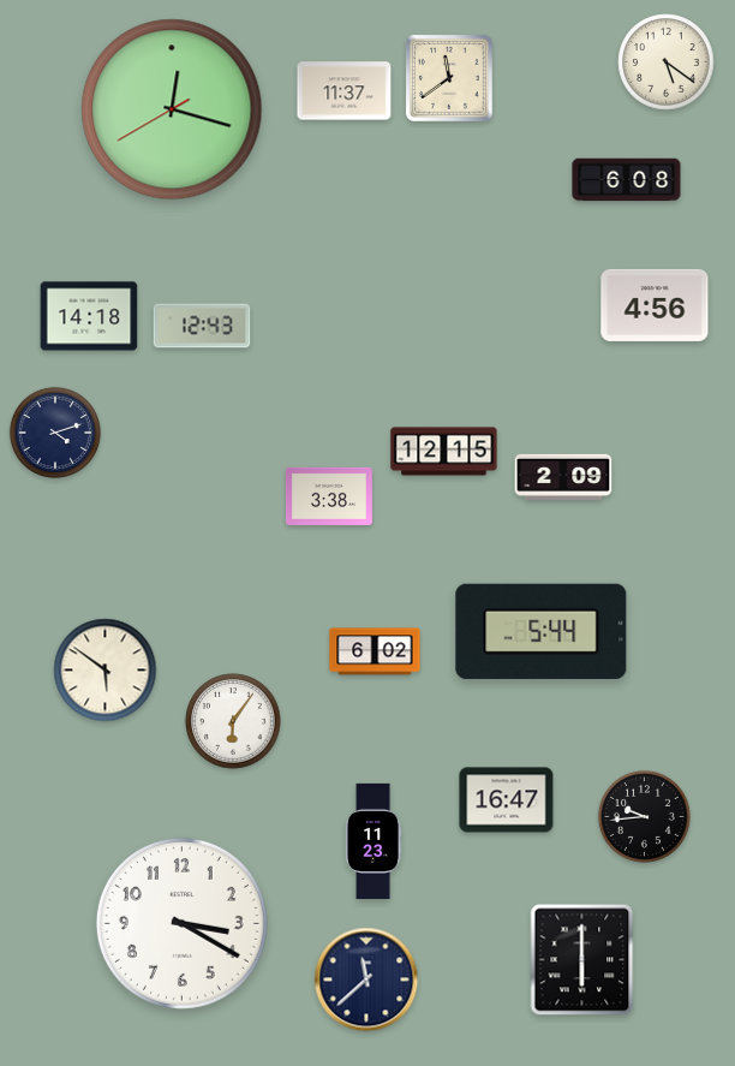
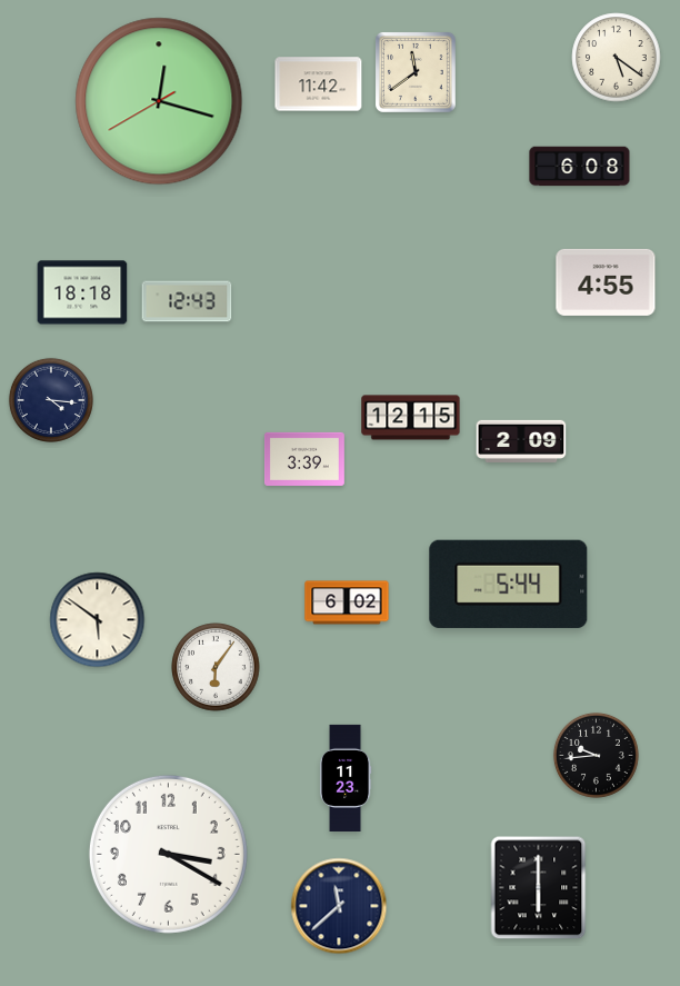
clock at (345, 91): 11:37 -> 11:42
clock at (655, 305): 4:56 -> 4:55
clock at (89, 316): 14:18 -> 18:18
clock at (55, 433): 4:12 -> 4:16
clock at (329, 496): 3:38 -> 3:39
clock at (542, 631) position: (542, 631) -> (509, 584)
clock at (507, 800): 16:47 -> none
